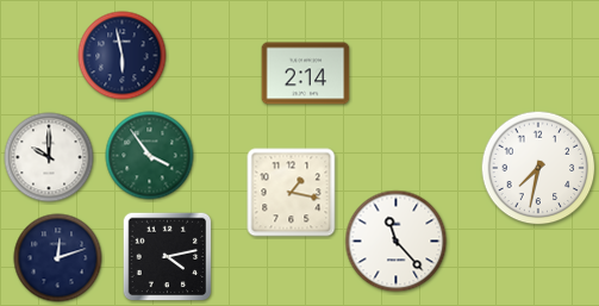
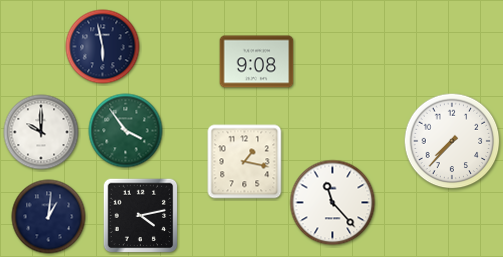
clock at (306, 74): 2:14 -> 9:08
clock at (538, 168): 7:32 -> 7:37
clock at (58, 258): 12:12 -> 1:01
